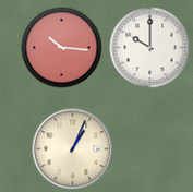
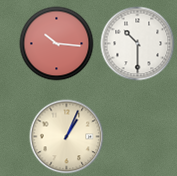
clock at (150, 48): 10:00 -> 10:30
